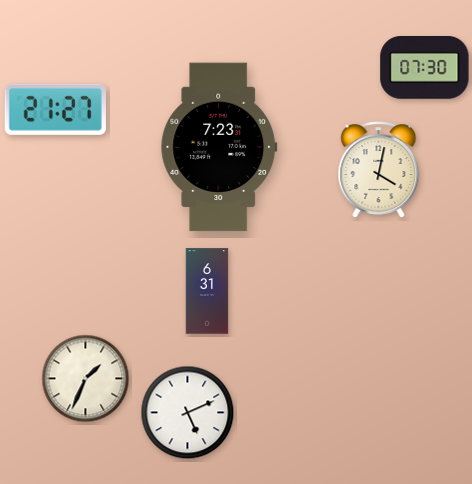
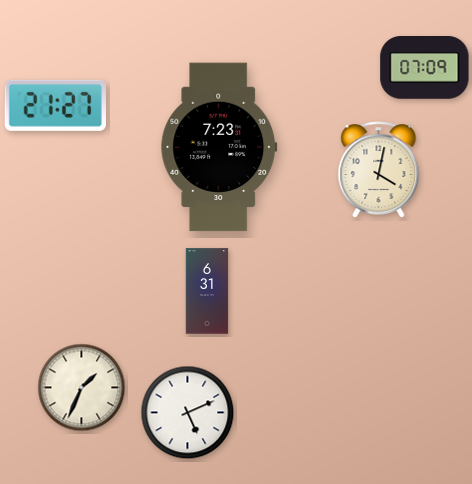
clock at (425, 68): 07:30 -> 07:09
clock at (55, 109) position: (55, 109) -> (55, 105)
clock at (86, 379) position: (86, 379) -> (82, 388)
